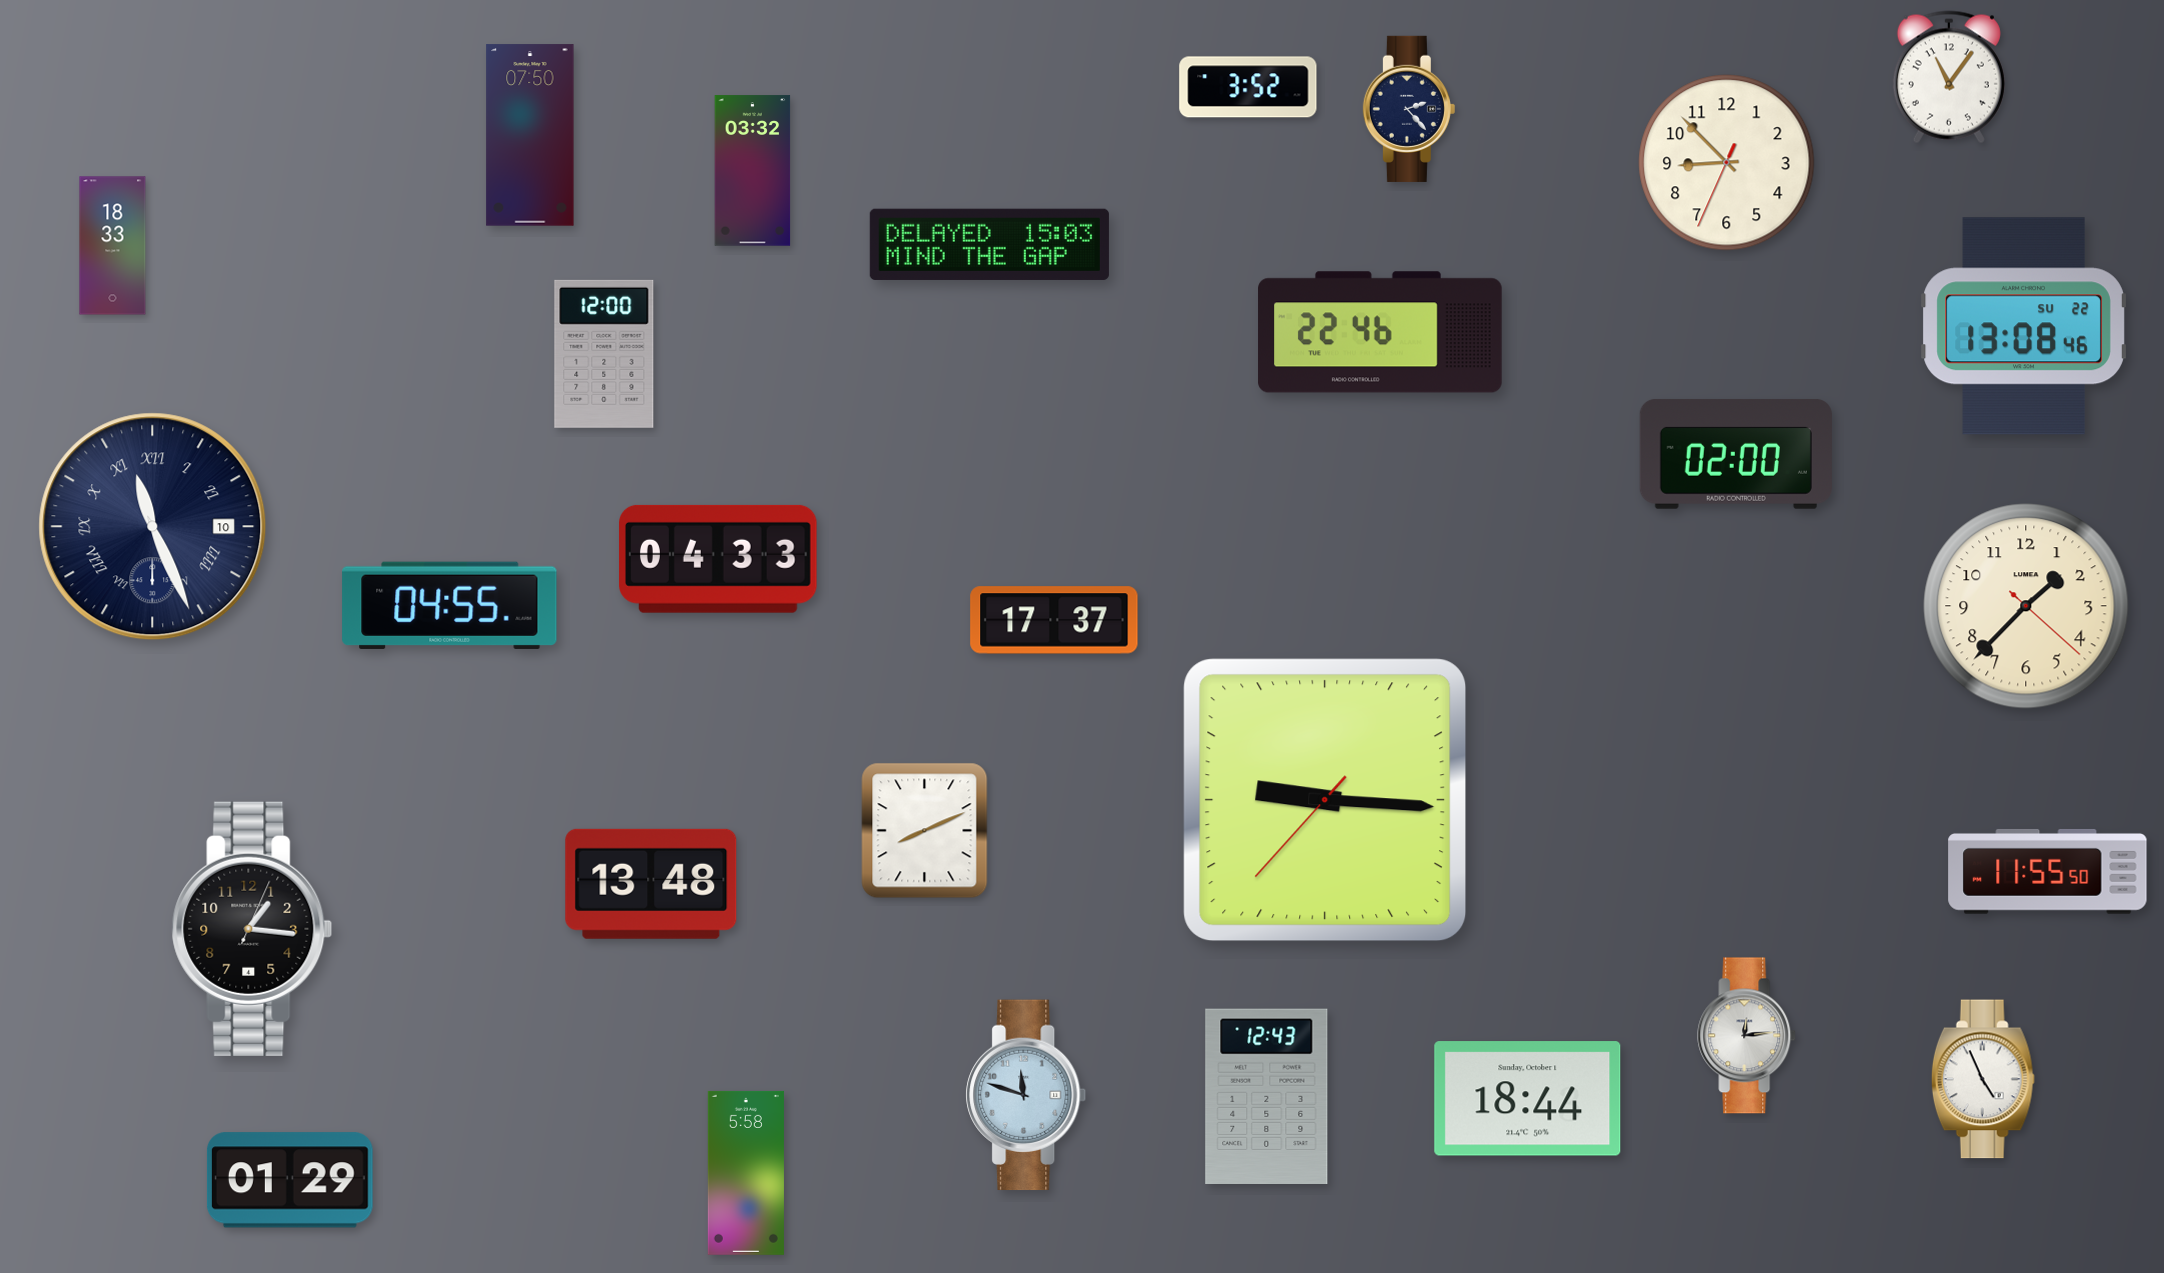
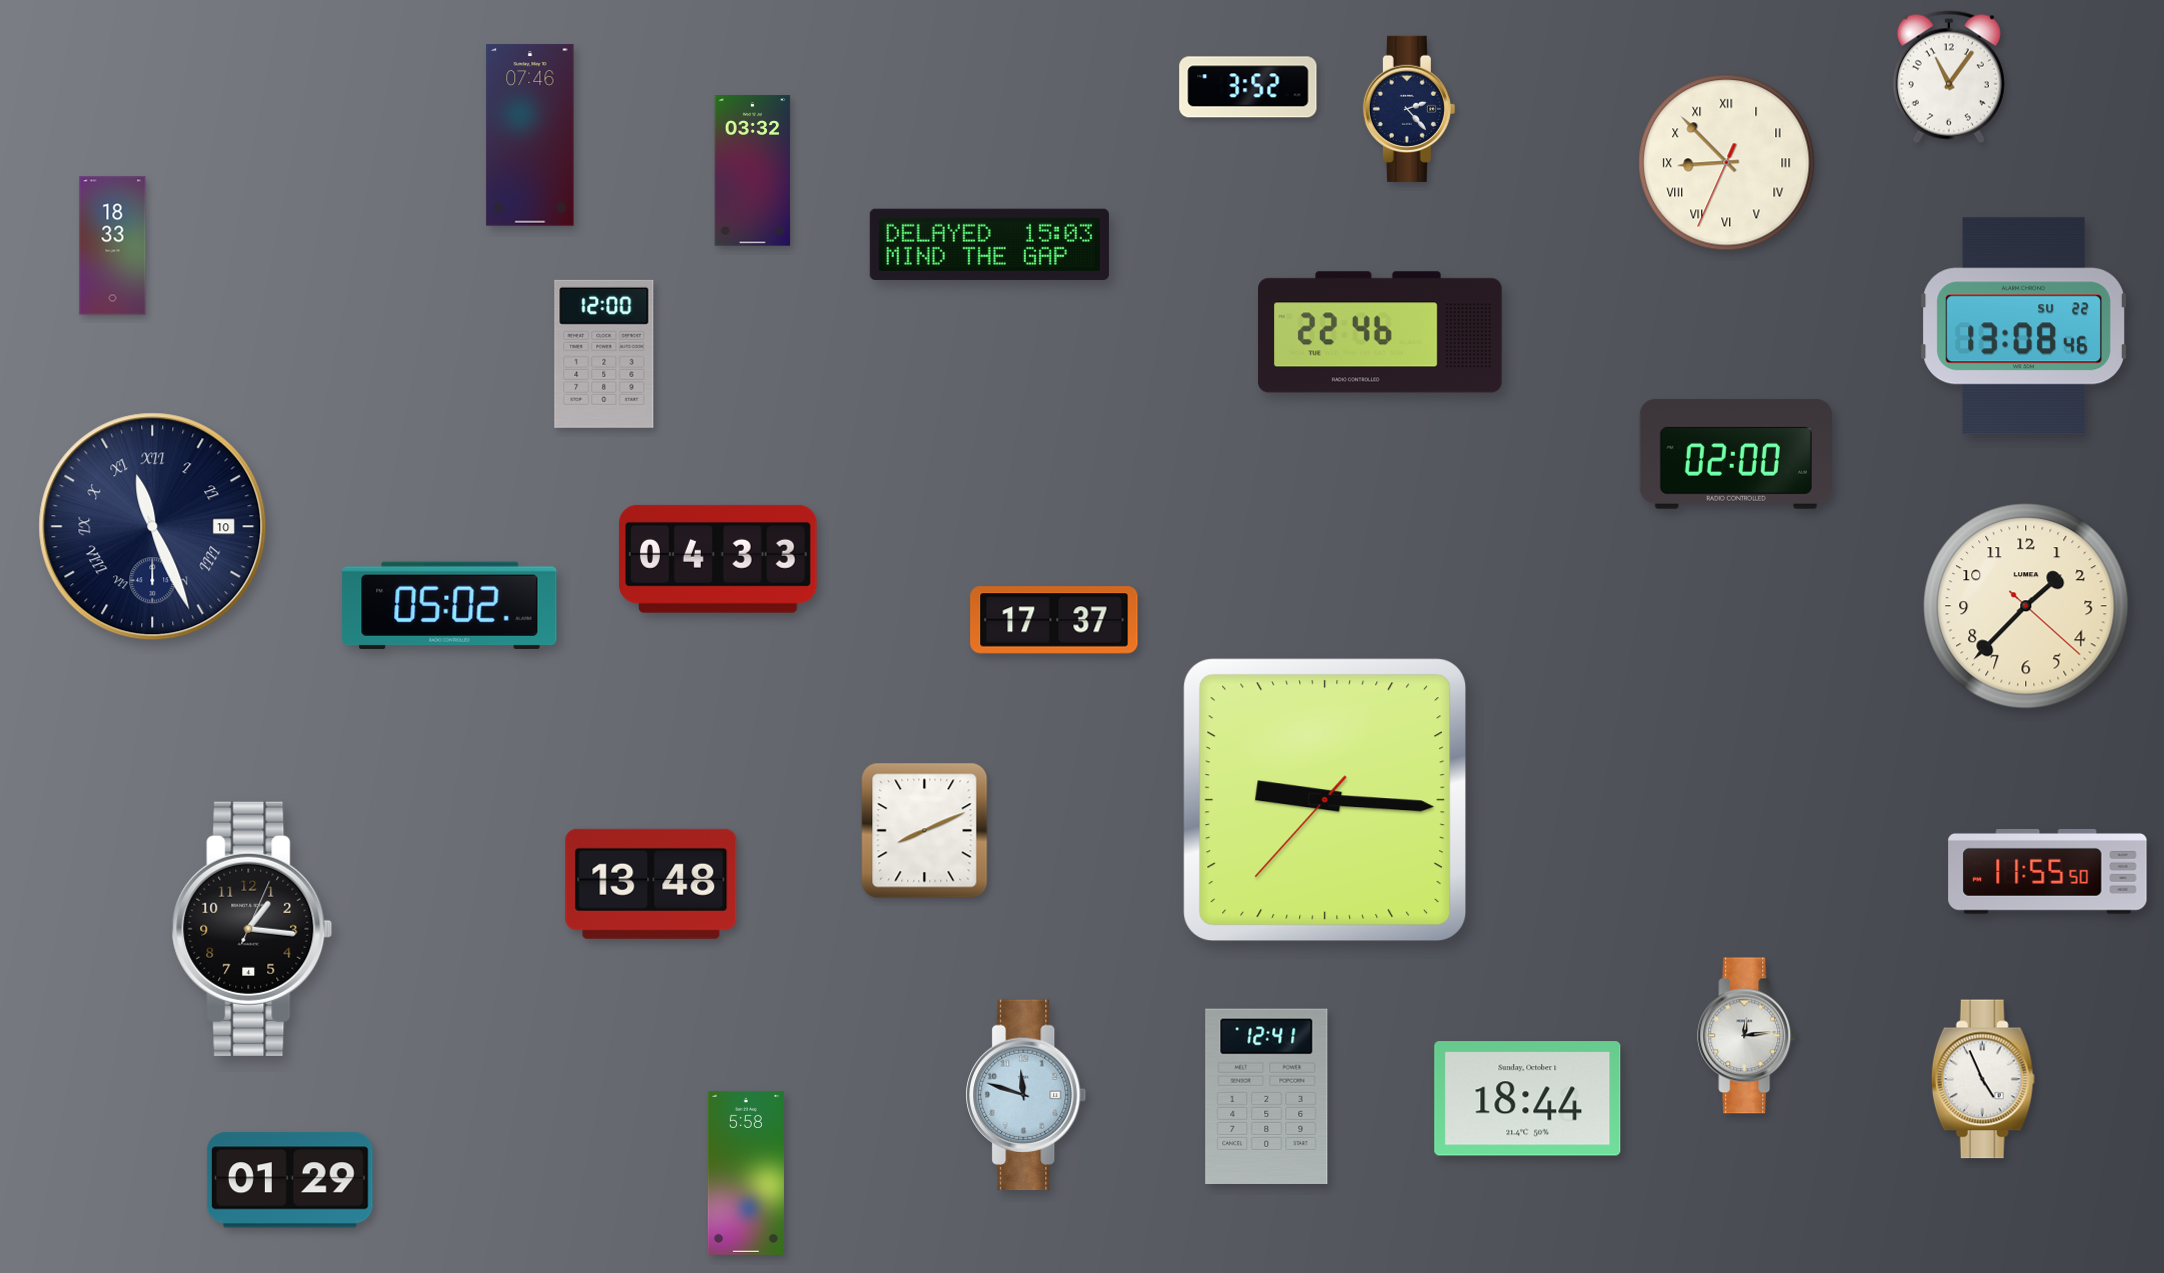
clock at (530, 135): 07:50 -> 07:46
clock at (1727, 163) numerals: Arabic -> Roman
clock at (450, 605): 04:55 -> 05:02
clock at (1267, 1096): 12:43 -> 12:41
